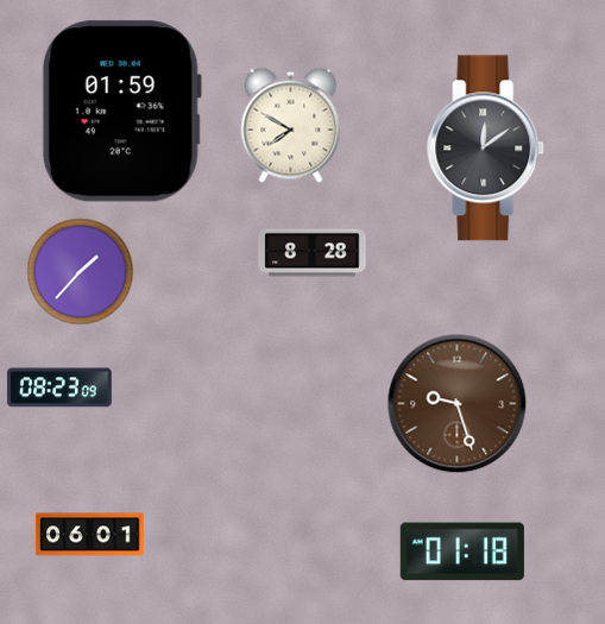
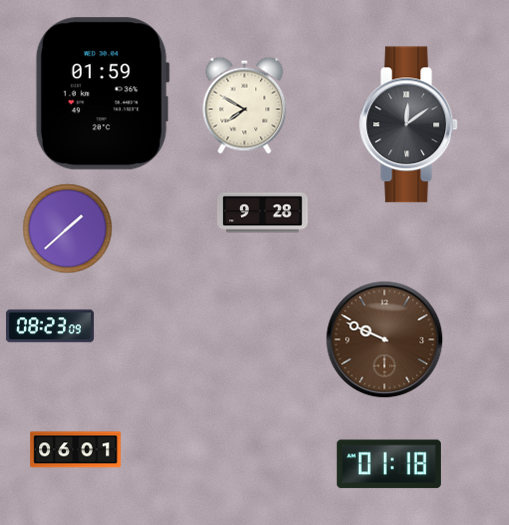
clock at (313, 253): 8:28 -> 9:28
clock at (81, 272): 1:37 -> 1:38
clock at (458, 404): 9:27 -> 9:49
